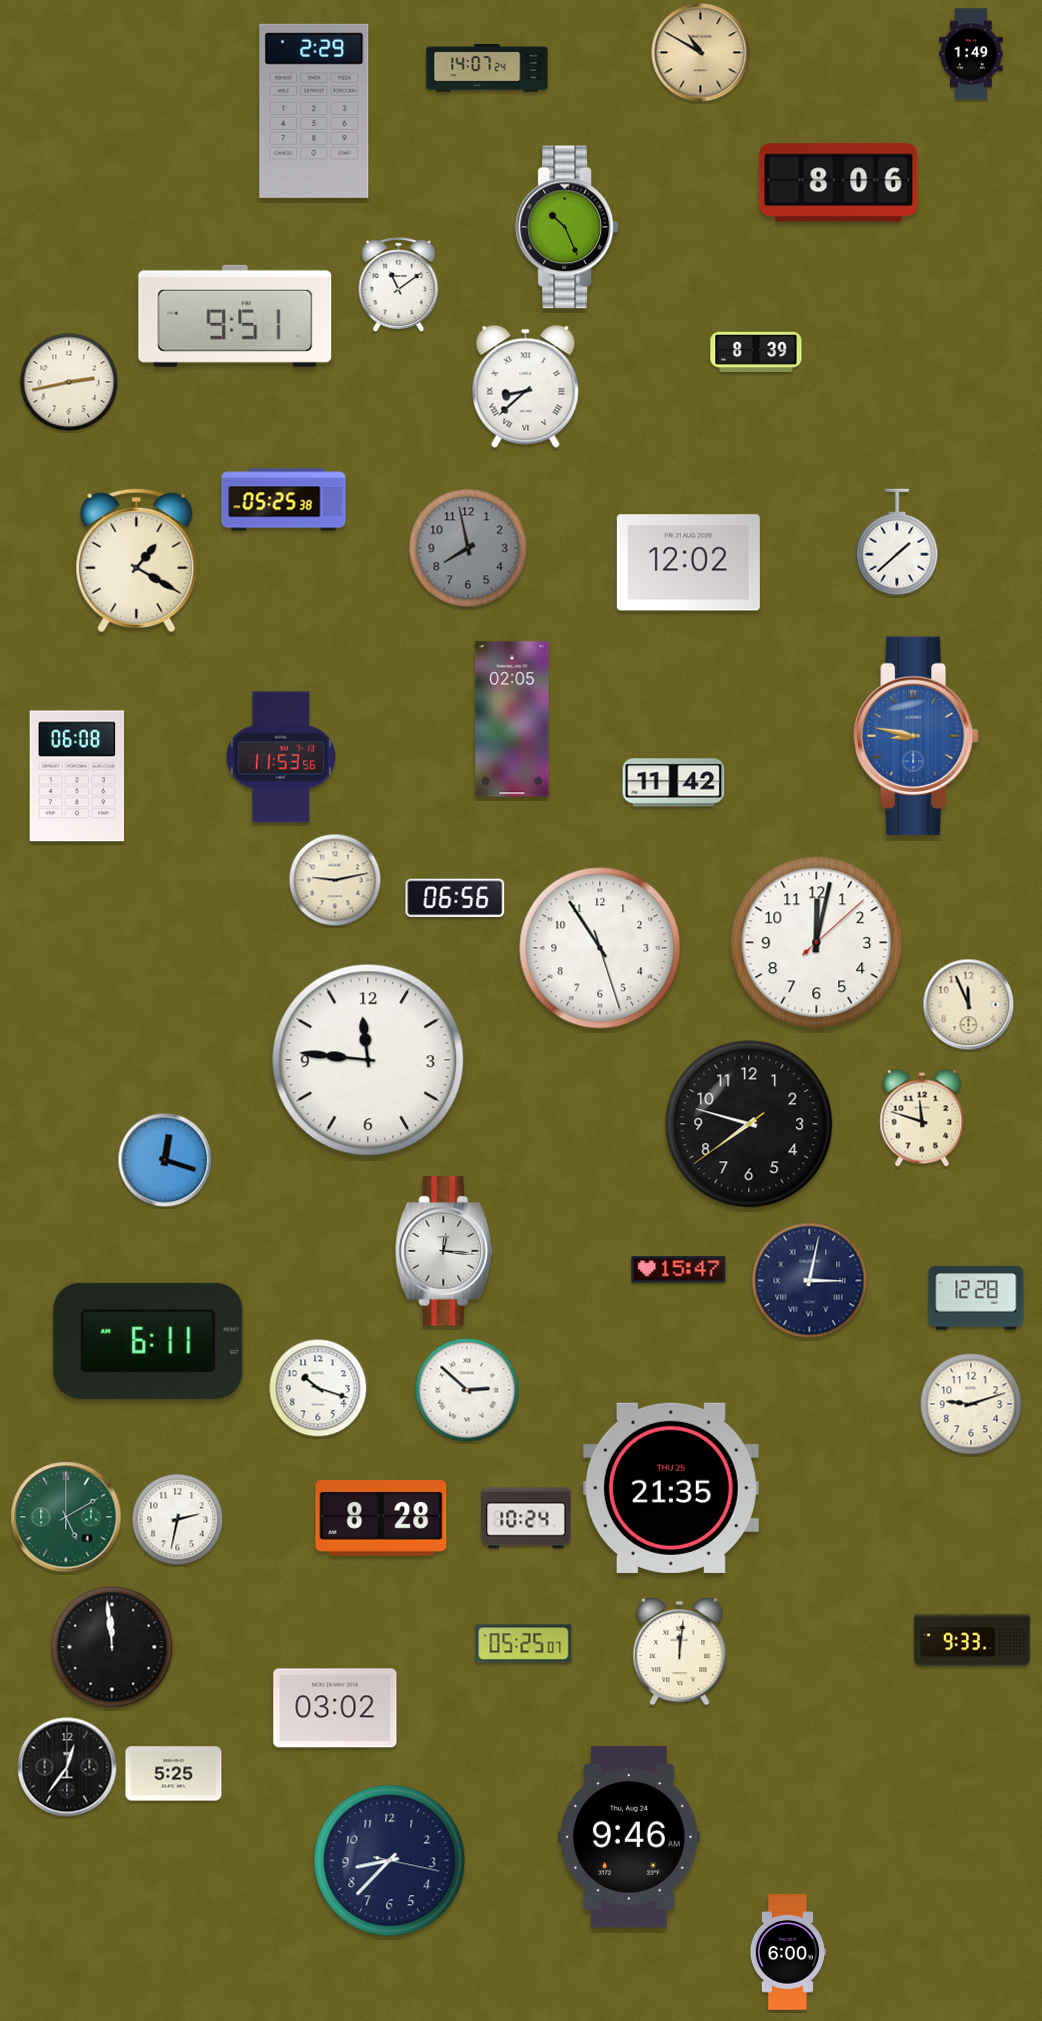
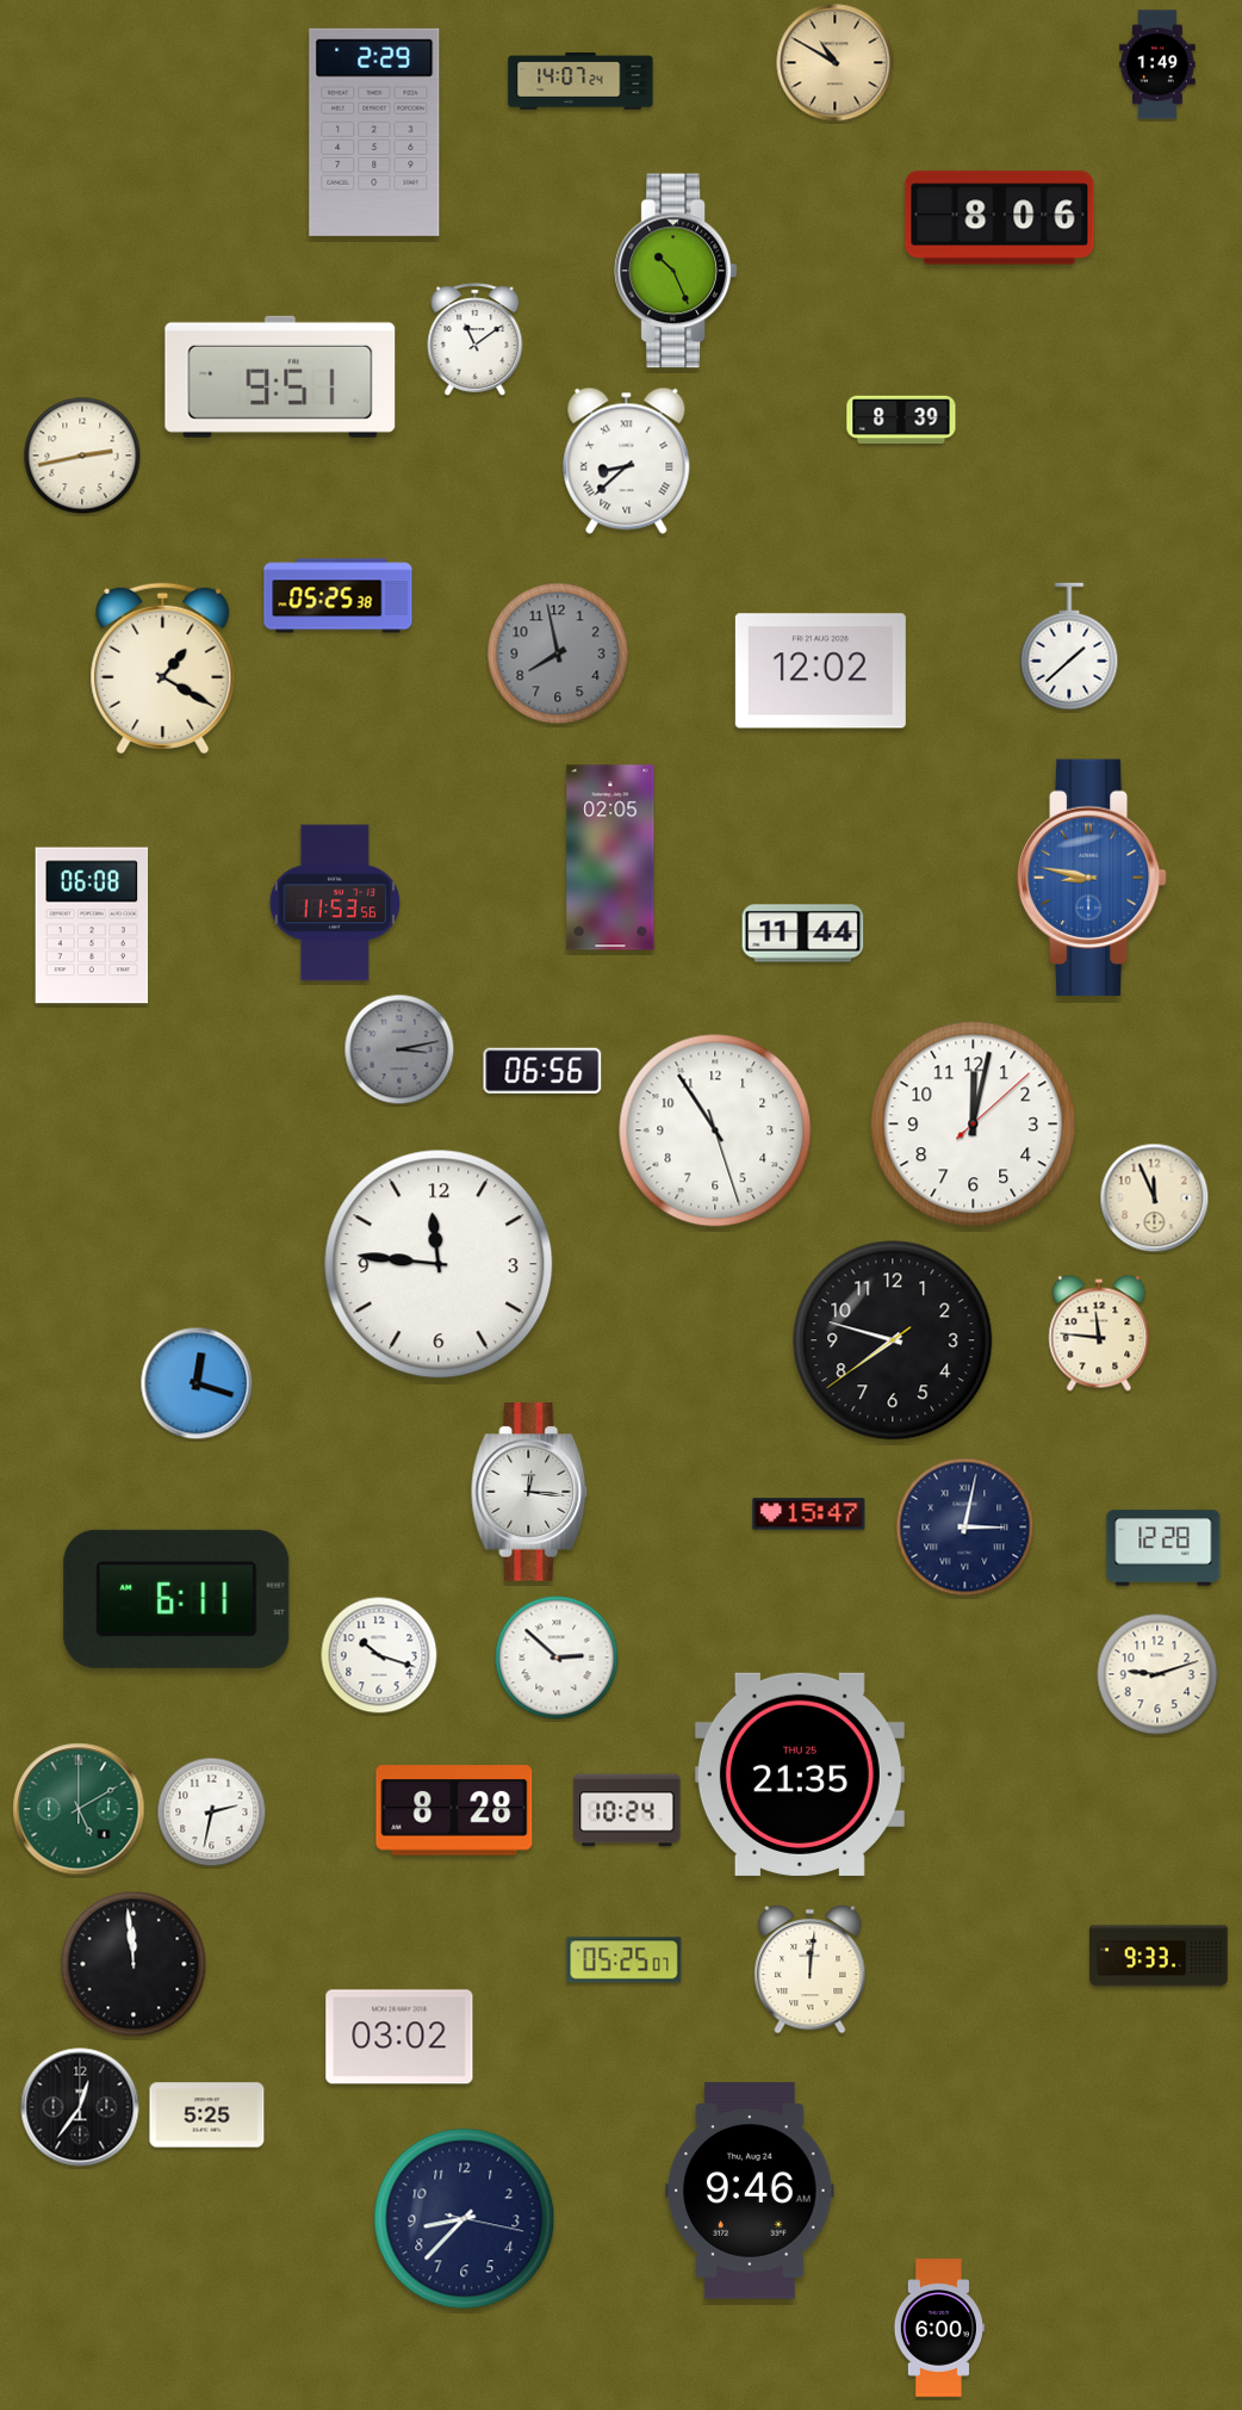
clock at (674, 783): 11:42 -> 11:44
clock at (335, 880): 9:13 -> 3:13
clock at (335, 880) dial: cream -> grey
clock at (922, 1118): 11:48 -> 11:46
